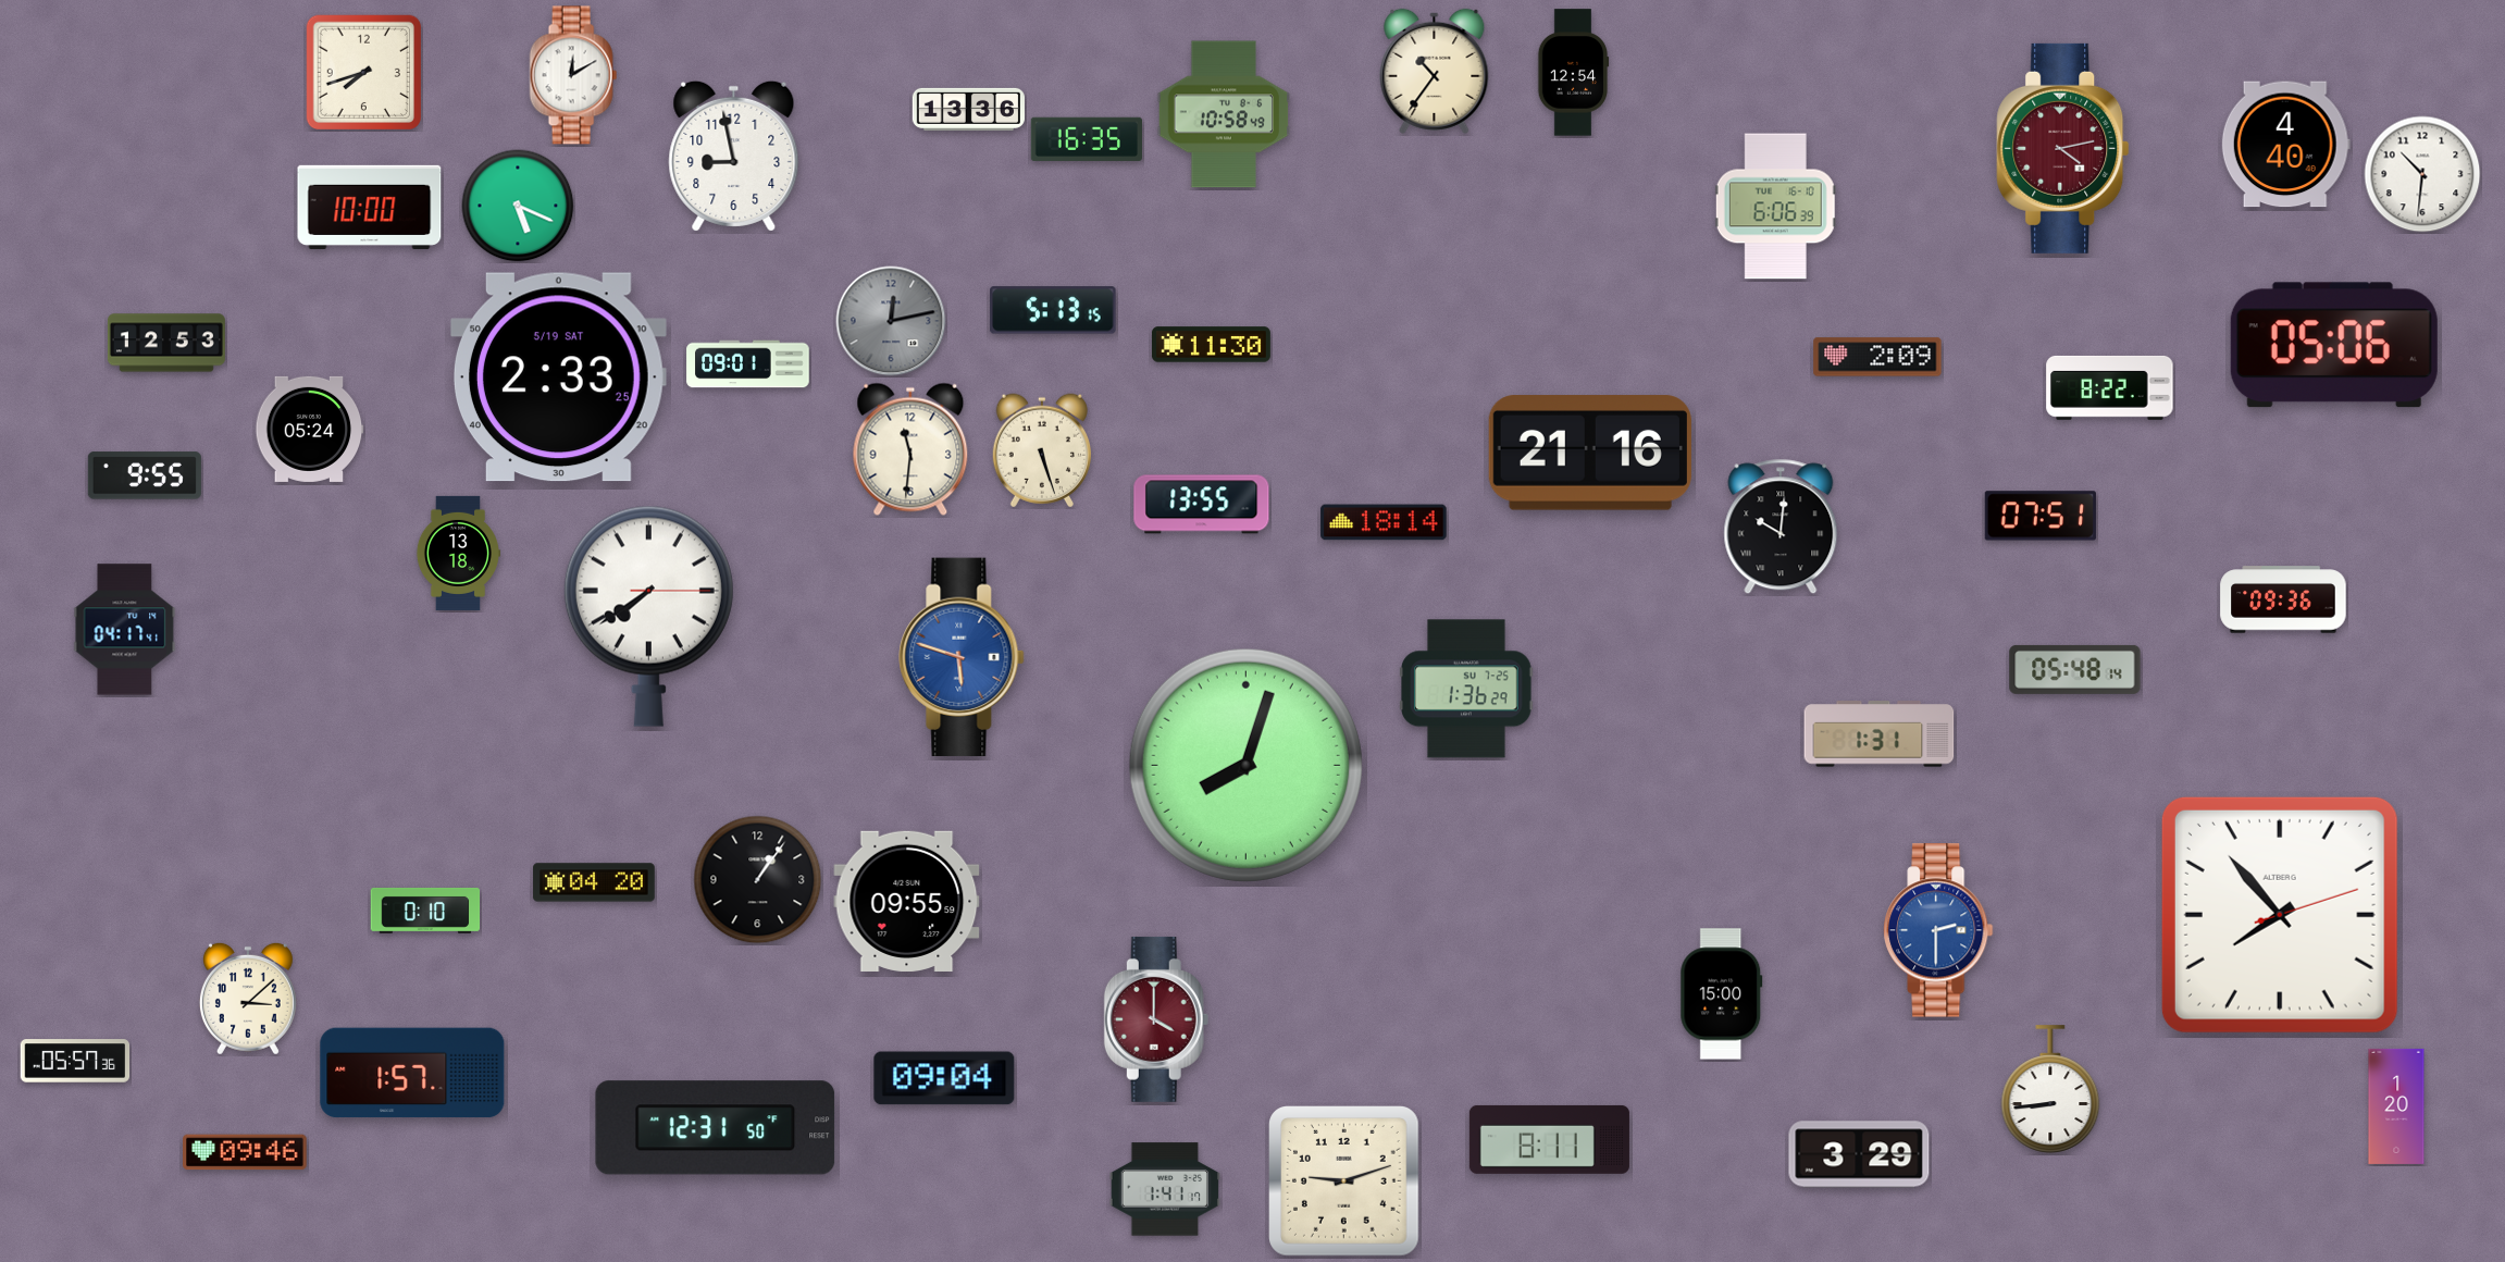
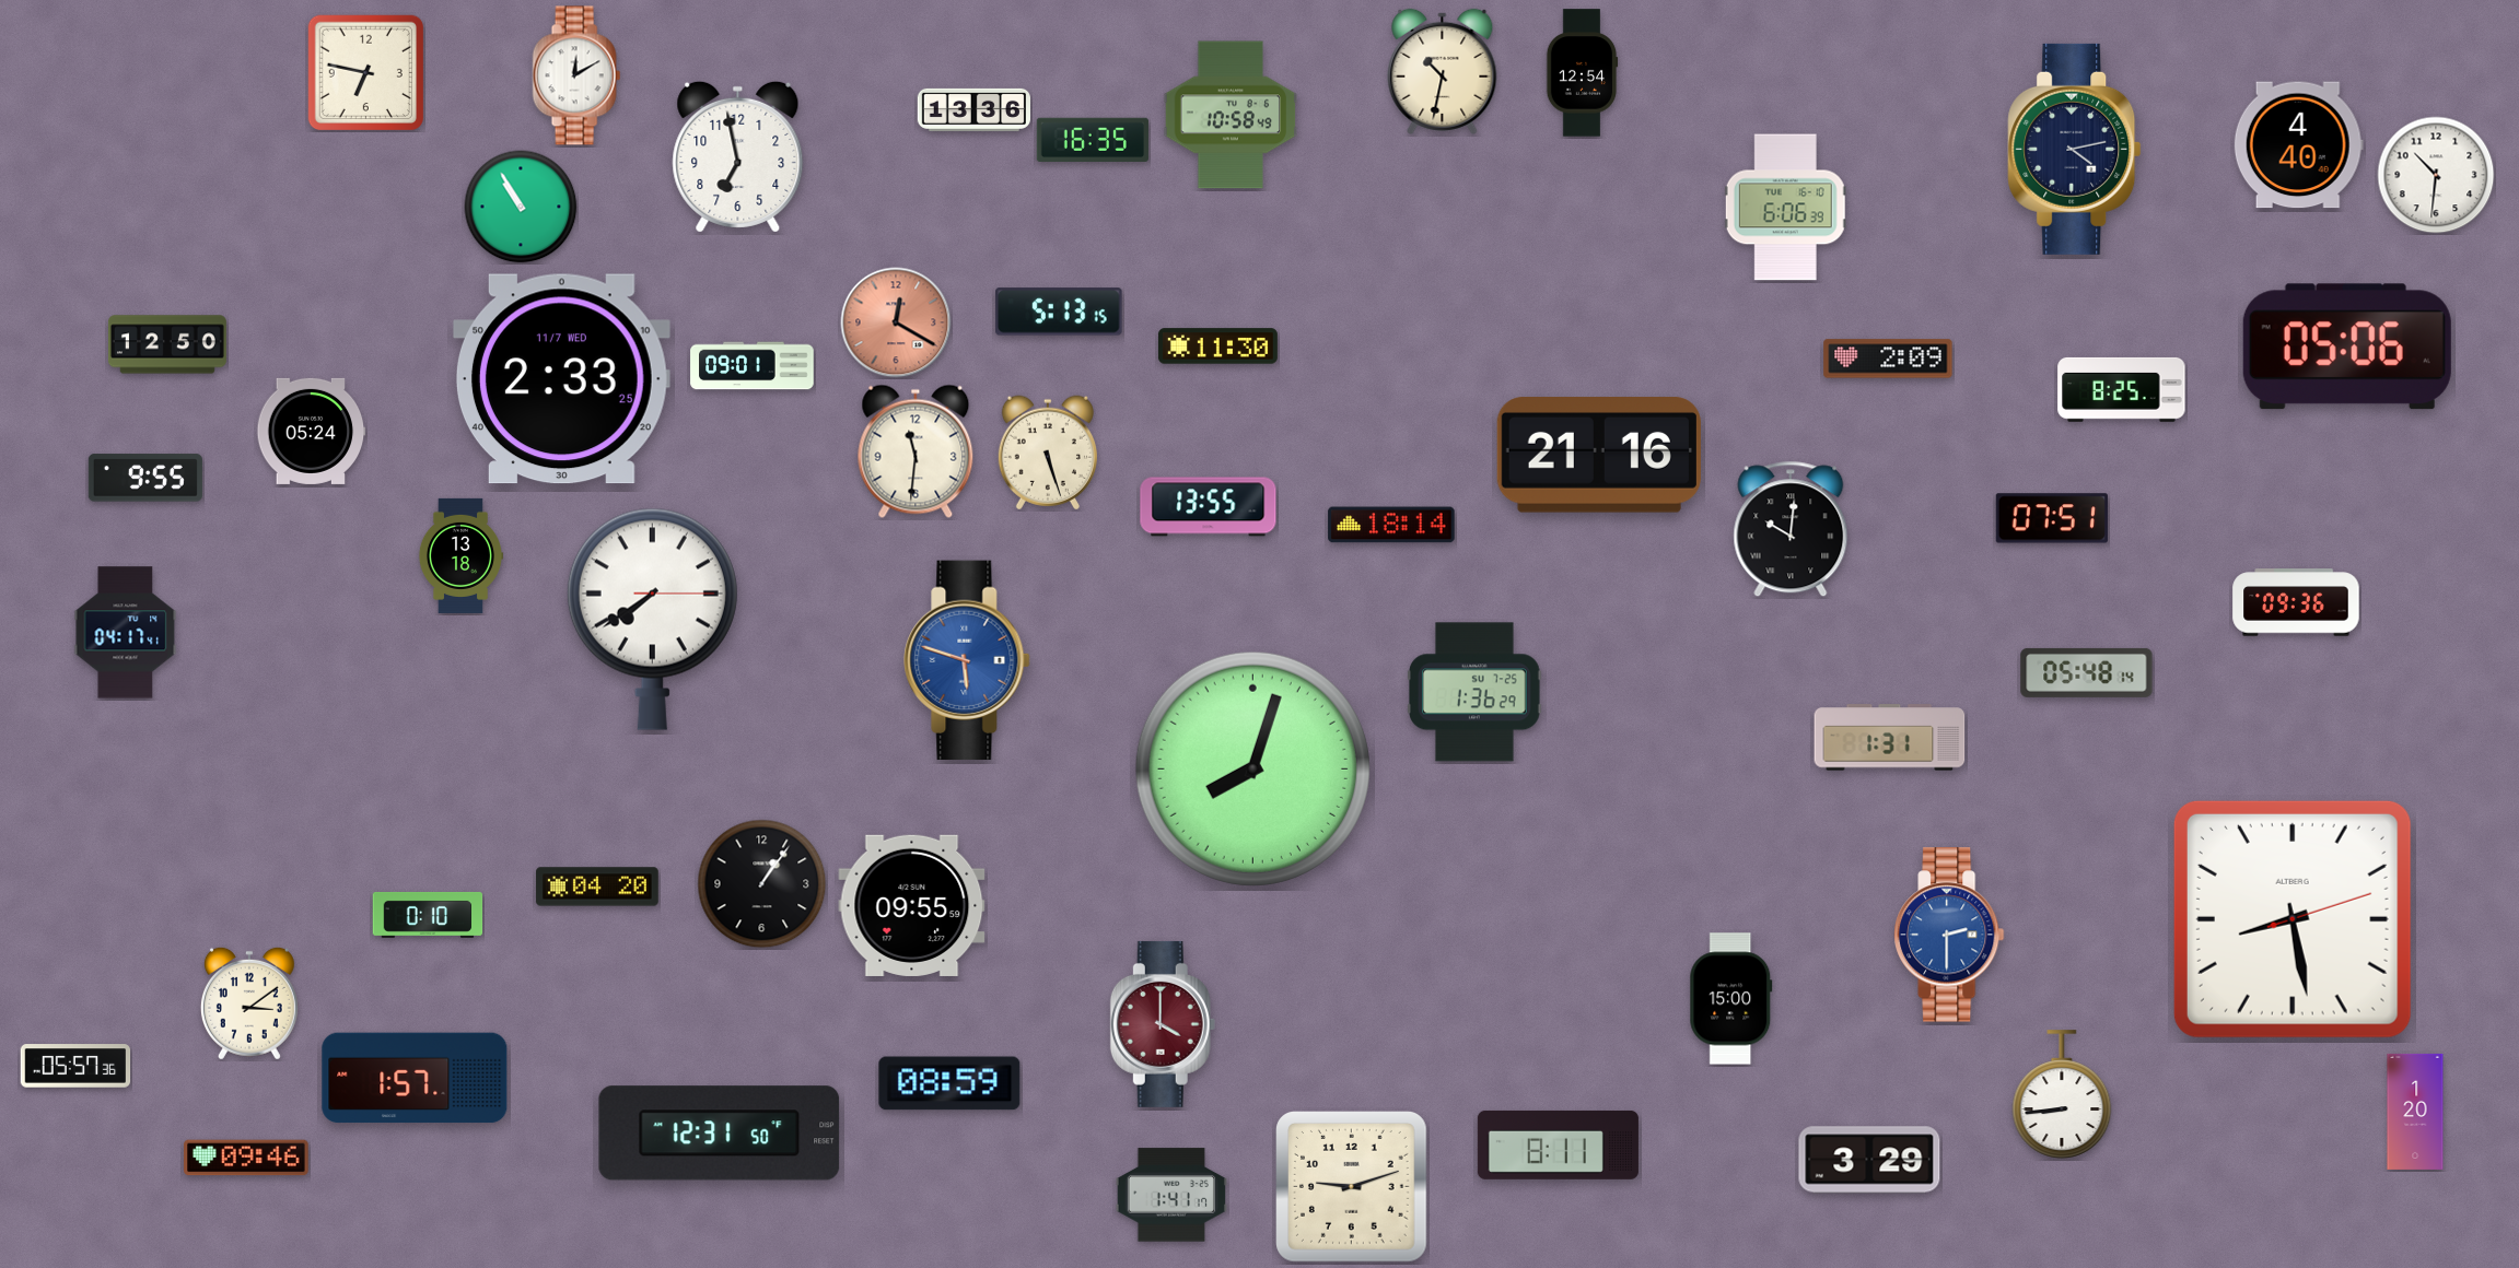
clock at (1435, 71): 10:36 -> 10:32
clock at (363, 72): 7:42 -> 6:47
clock at (2063, 148) dial: burgundy -> navy
clock at (734, 156): 8:58 -> 6:58
clock at (518, 206): 5:19 -> 10:55
clock at (370, 207): 10:00 -> none
clock at (891, 321): 12:13 -> 12:20
clock at (891, 321) dial: grey -> salmon
clock at (166, 343): 12:53 -> 12:50
clock at (558, 378) date: 5/19 SAT -> 11/7 WED
clock at (2110, 387): 8:22 -> 8:25
clock at (2280, 915): 7:53 -> 8:28
clock at (248, 999): 3:08 -> 3:09
clock at (944, 1078): 09:04 -> 08:59
clock at (2396, 1106) position: (2396, 1106) -> (2415, 1112)
